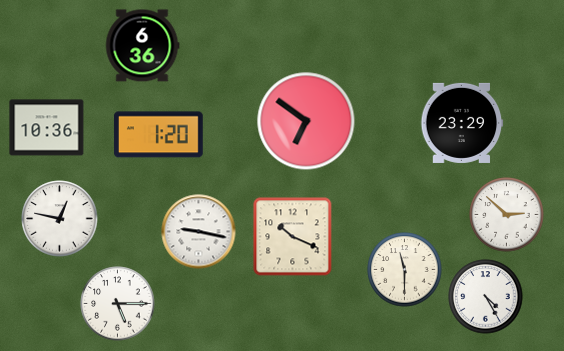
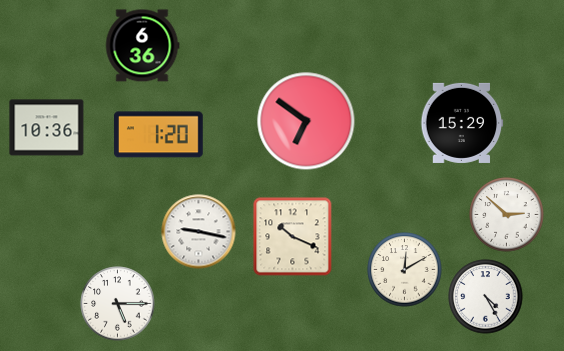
clock at (462, 123): 23:29 -> 15:29
clock at (60, 219): 12:47 -> none
clock at (405, 270): 11:30 -> 12:10
